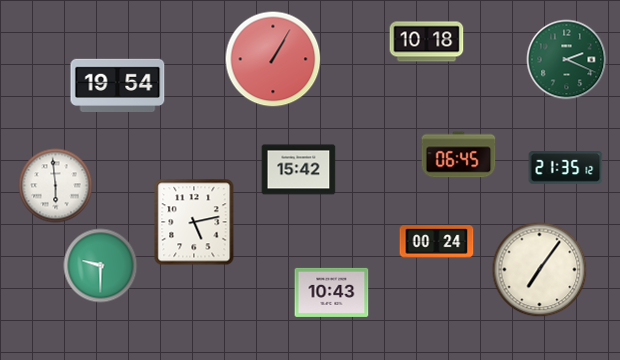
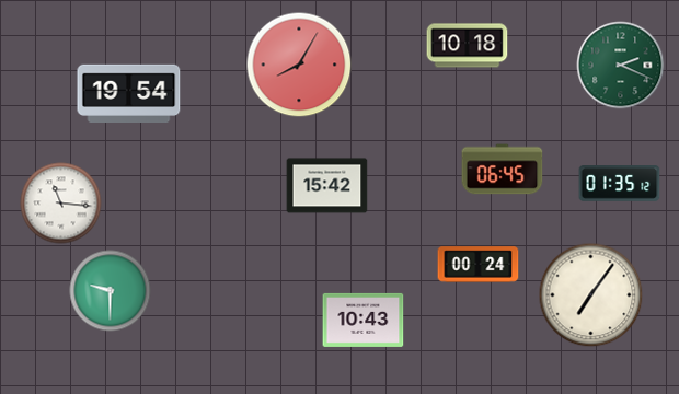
clock at (273, 59): 1:05 -> 8:05
clock at (566, 168): 21:35 -> 01:35
clock at (56, 186): 5:59 -> 11:16
clock at (194, 222): 5:13 -> none
